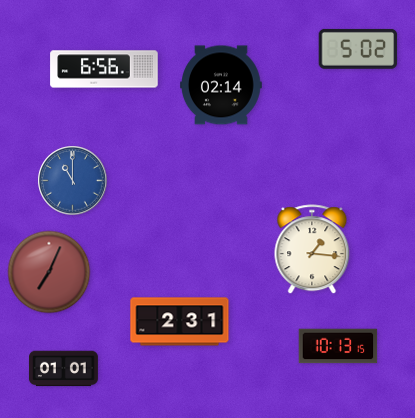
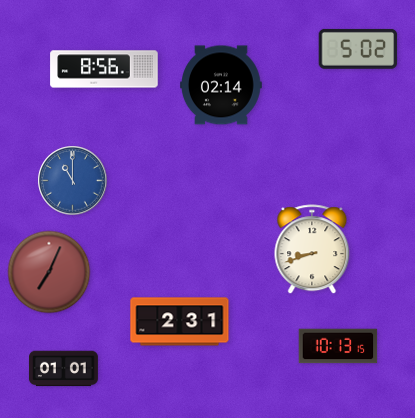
clock at (104, 69): 6:56 -> 8:56
clock at (312, 250): 1:16 -> 8:42
